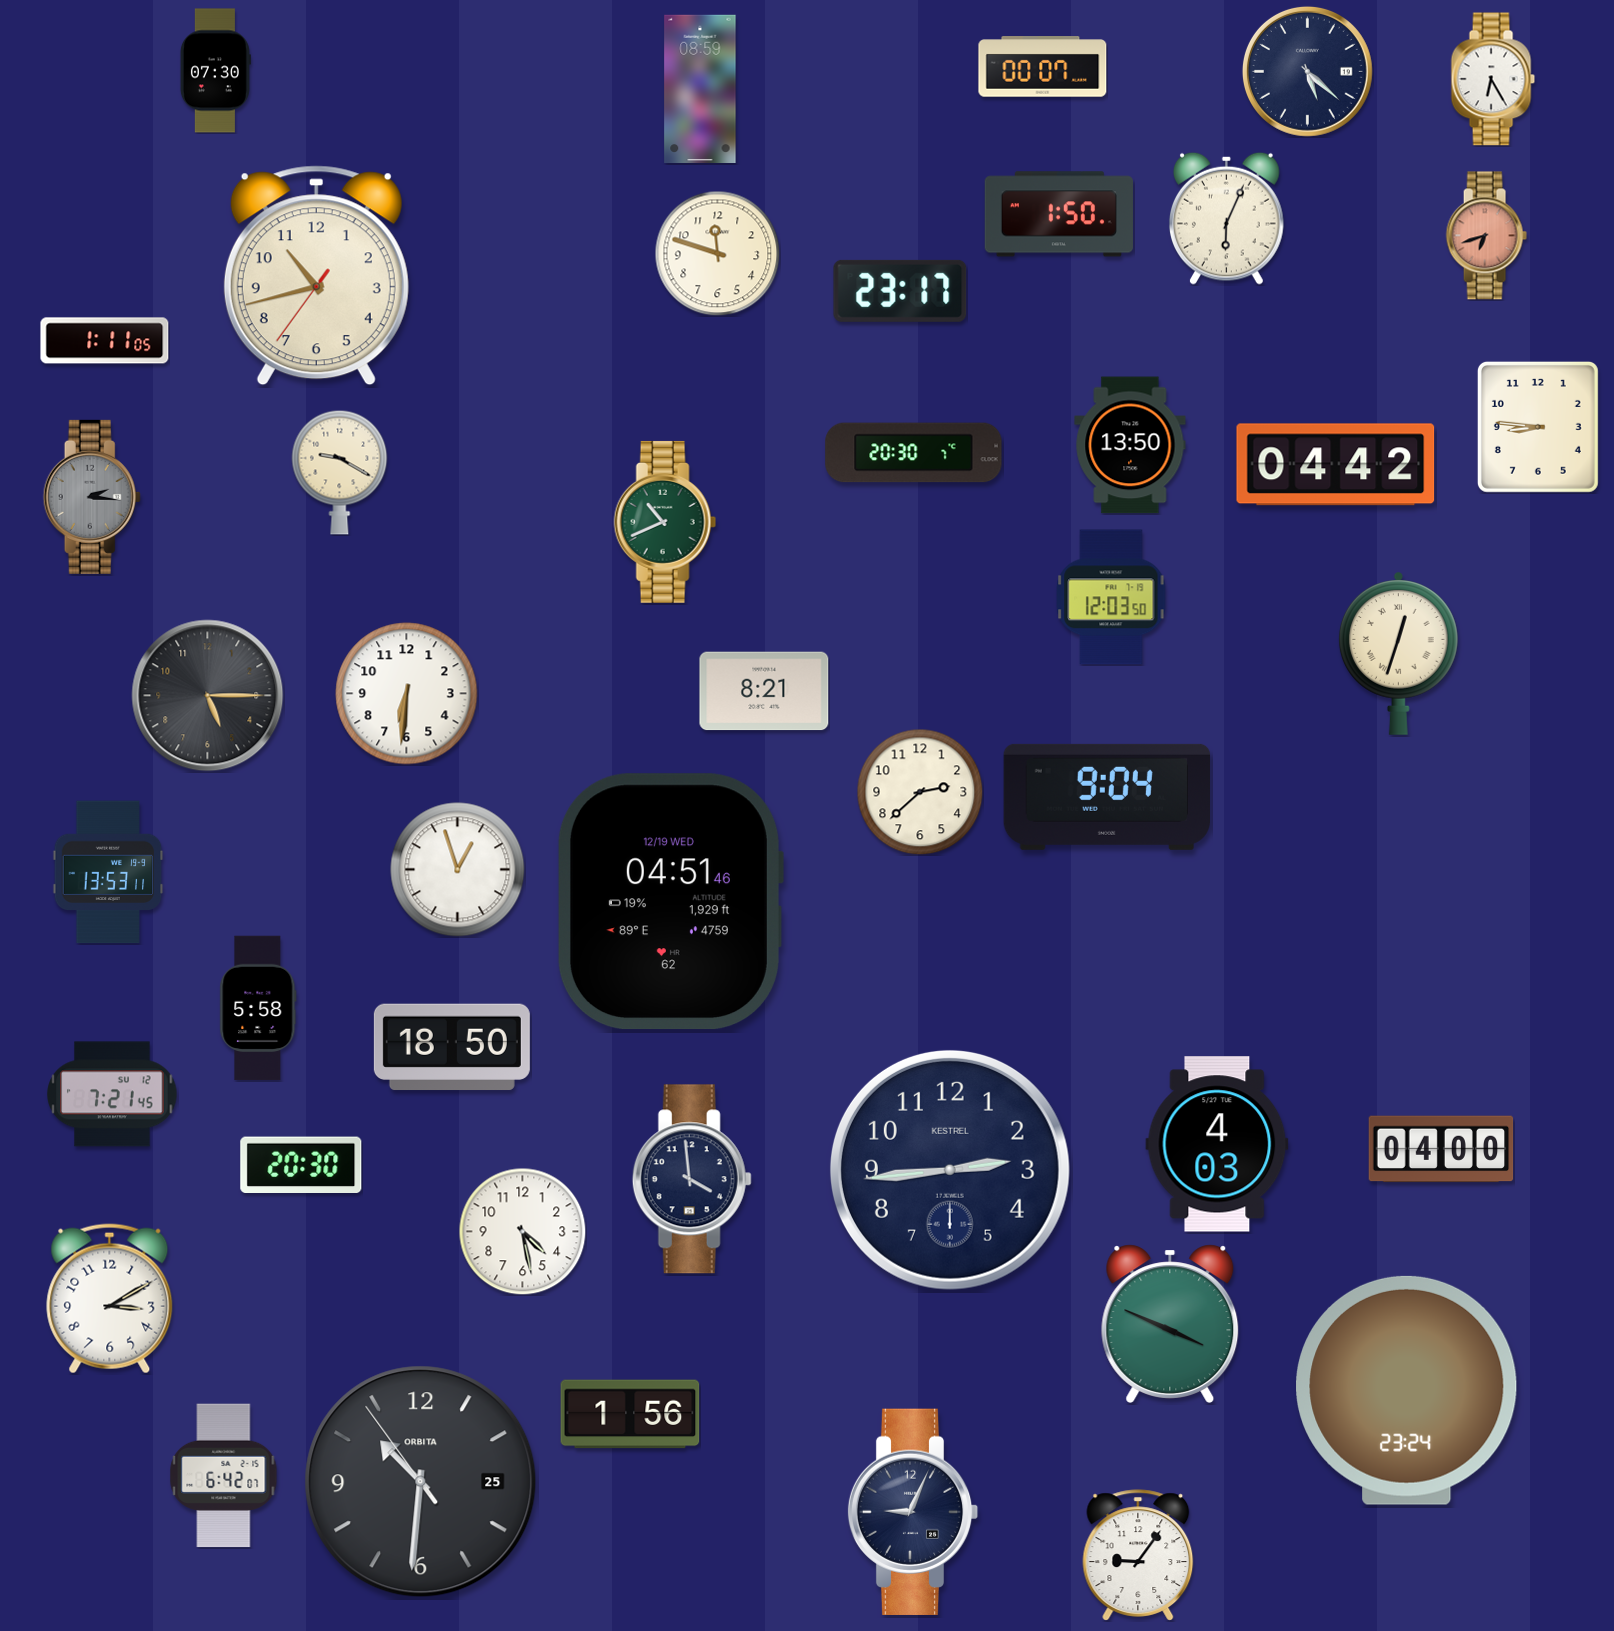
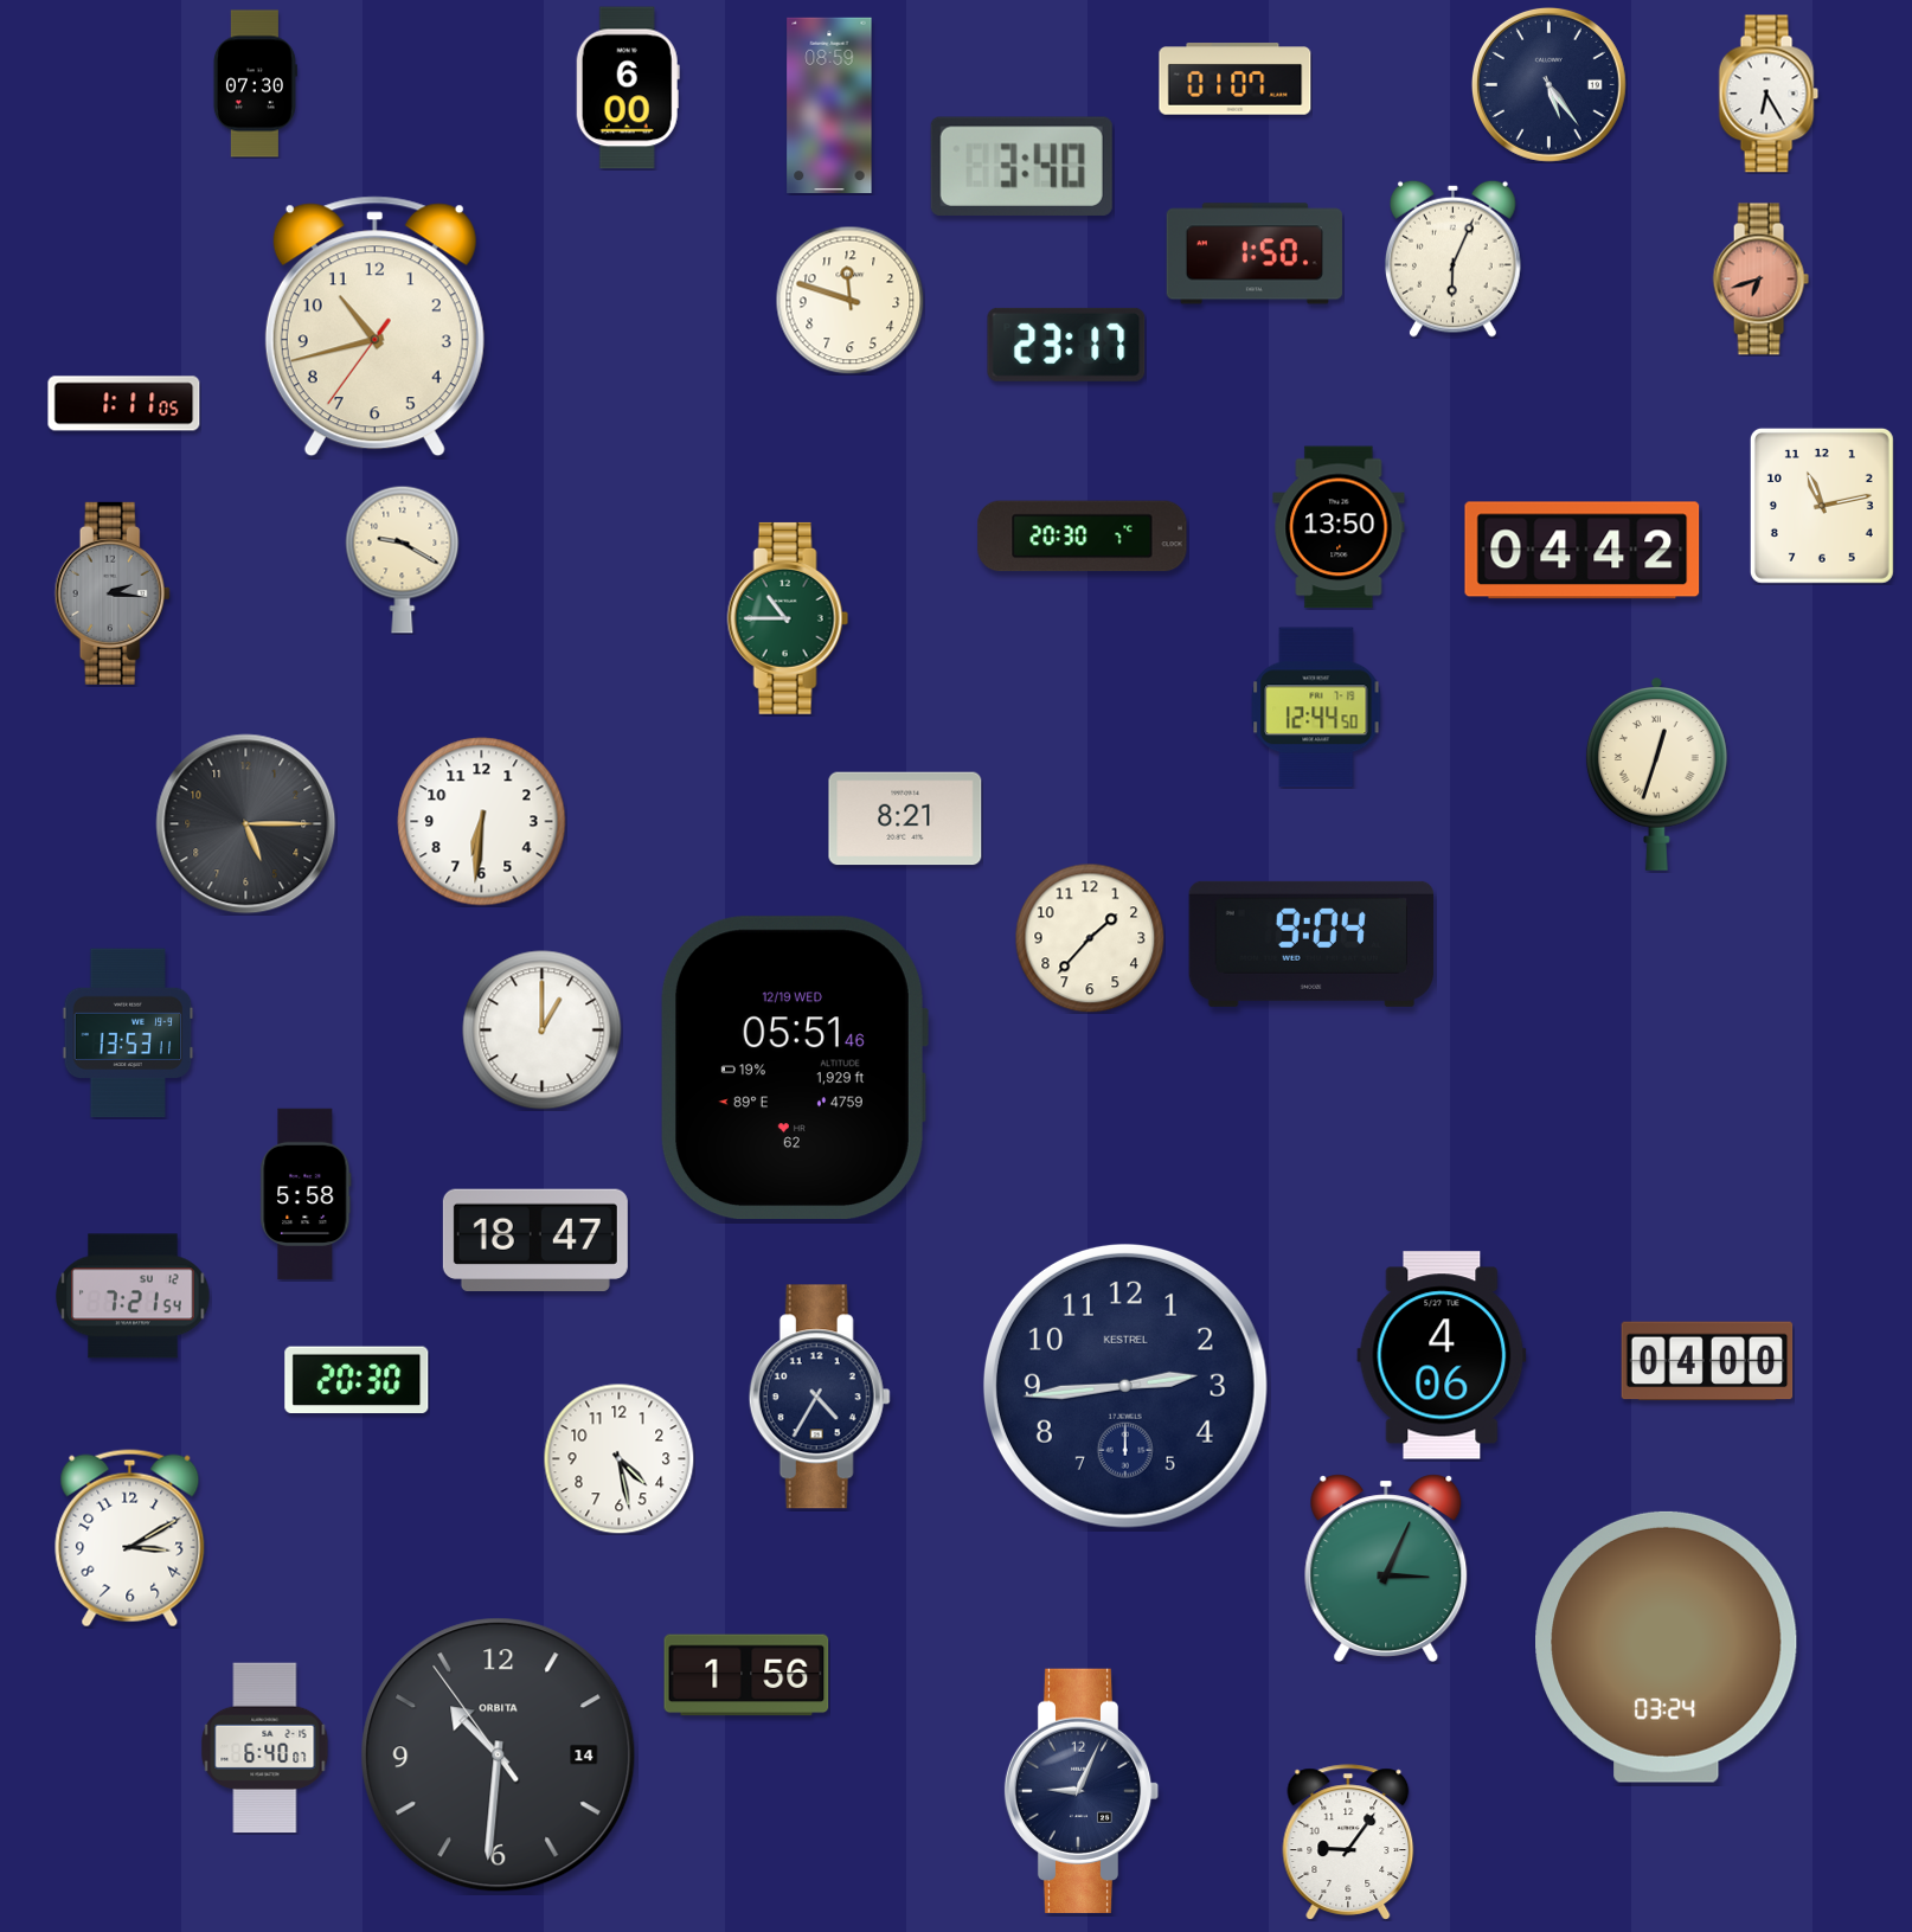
clock at (1043, 67): 00:07 -> 01:07
clock at (1307, 71): 5:22 -> 5:24
clock at (628, 88): none -> 6:00
clock at (1021, 166): none -> 3:40
clock at (1538, 427): 8:46 -> 11:13
clock at (92, 497) position: (92, 497) -> (113, 593)
clock at (665, 522): 10:41 -> 10:45
clock at (1111, 597): 12:03 -> 12:44
clock at (920, 792): 2:38 -> 1:37
clock at (458, 870): 12:57 -> 1:00
clock at (670, 902): 04:51 -> 05:51
clock at (452, 1047): 18:50 -> 18:47
clock at (112, 1094): 7:21:45 -> 7:21:54
clock at (1217, 1144): 4:03 -> 4:06
clock at (692, 1179): 3:59 -> 4:35
clock at (1170, 1324): 3:49 -> 3:04
clock at (1407, 1390): 23:24 -> 03:24
clock at (224, 1476): 6:42 -> 6:40
clock at (421, 1482) date: 25 -> 14
